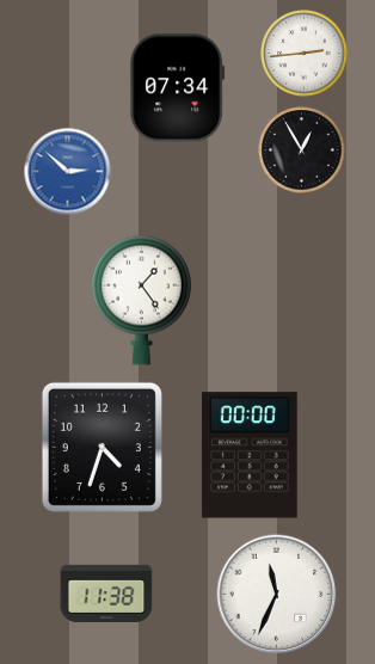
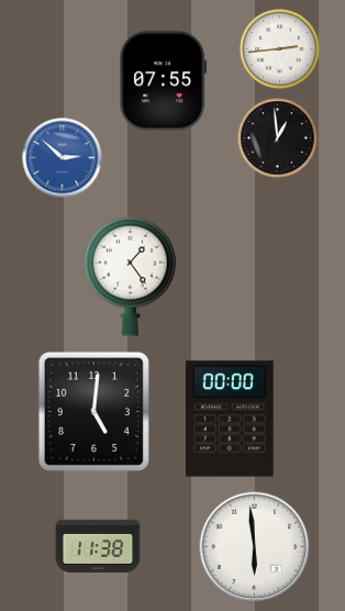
clock at (178, 88): 07:34 -> 07:55
clock at (302, 150): 12:55 -> 12:59
clock at (102, 447): 4:33 -> 5:01
clock at (277, 595): 11:34 -> 5:59
